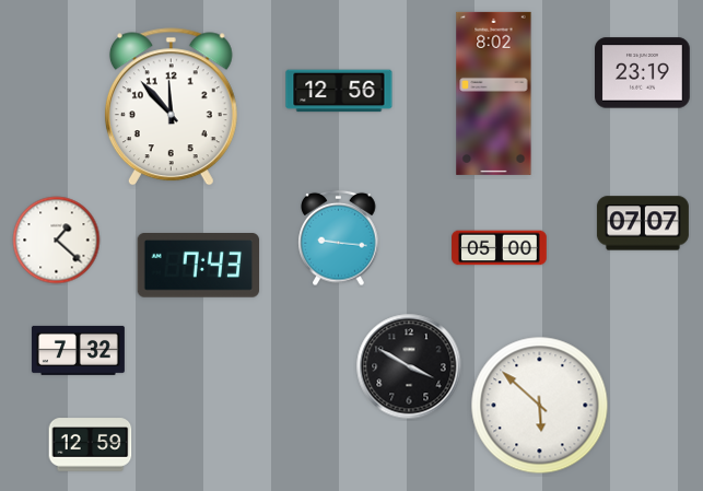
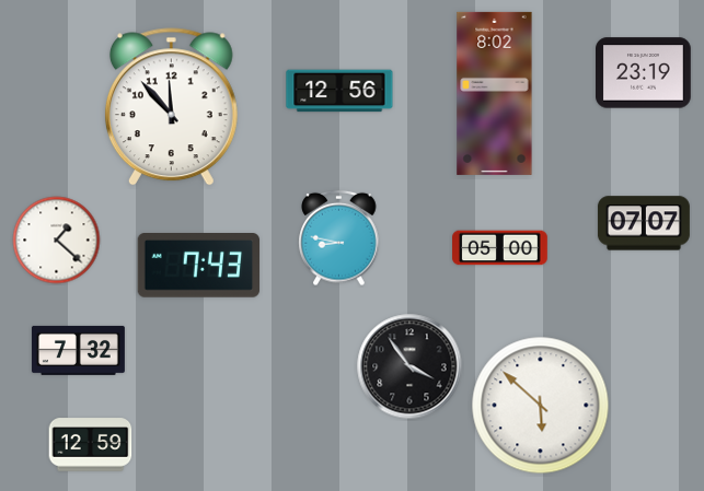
clock at (339, 238): 9:16 -> 8:47
clock at (409, 366): 3:50 -> 3:54
